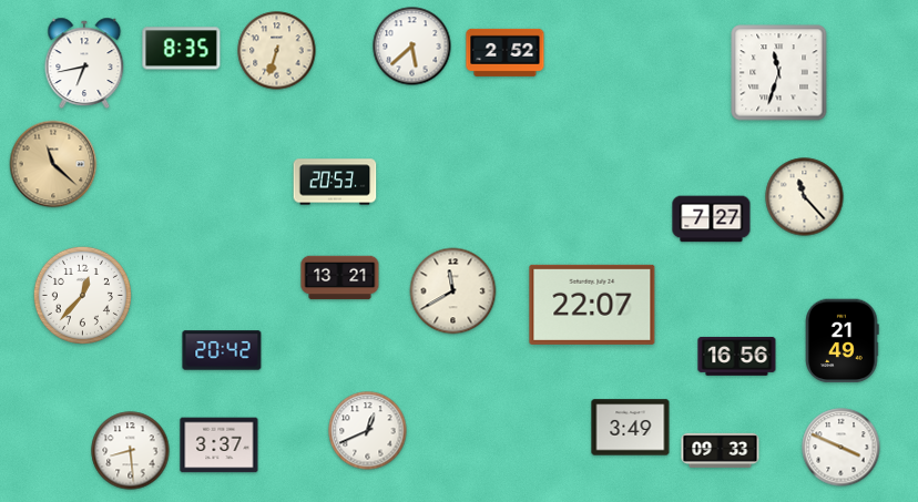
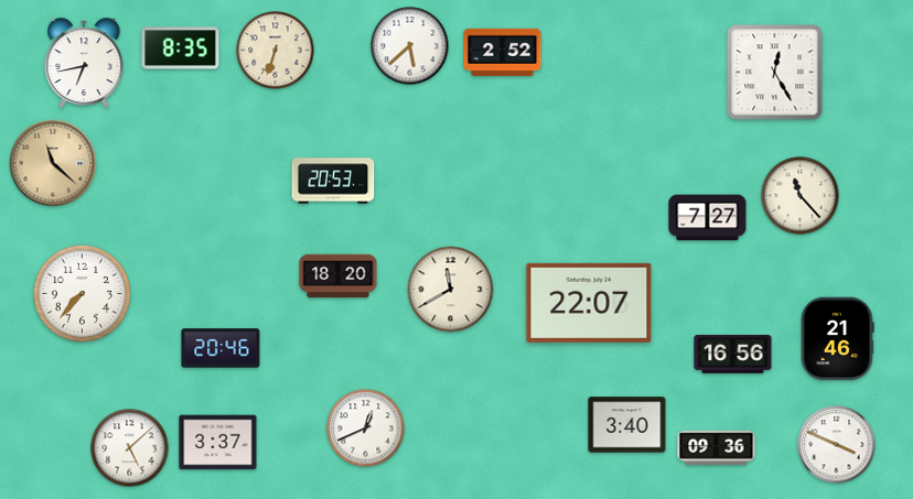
clock at (779, 73): 11:33 -> 12:25
clock at (340, 278): 13:21 -> 18:20
clock at (82, 295): 12:37 -> 7:37
clock at (843, 341): 21:49 -> 21:46
clock at (222, 350): 20:42 -> 20:46
clock at (631, 428): 3:49 -> 3:40
clock at (721, 450): 09:33 -> 09:36
clock at (131, 451): 8:29 -> 5:08
